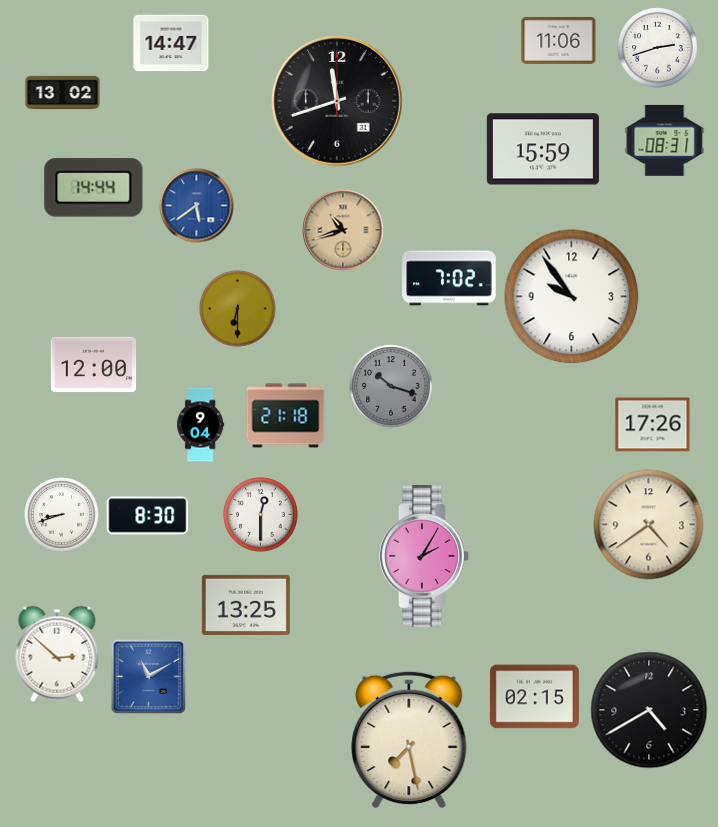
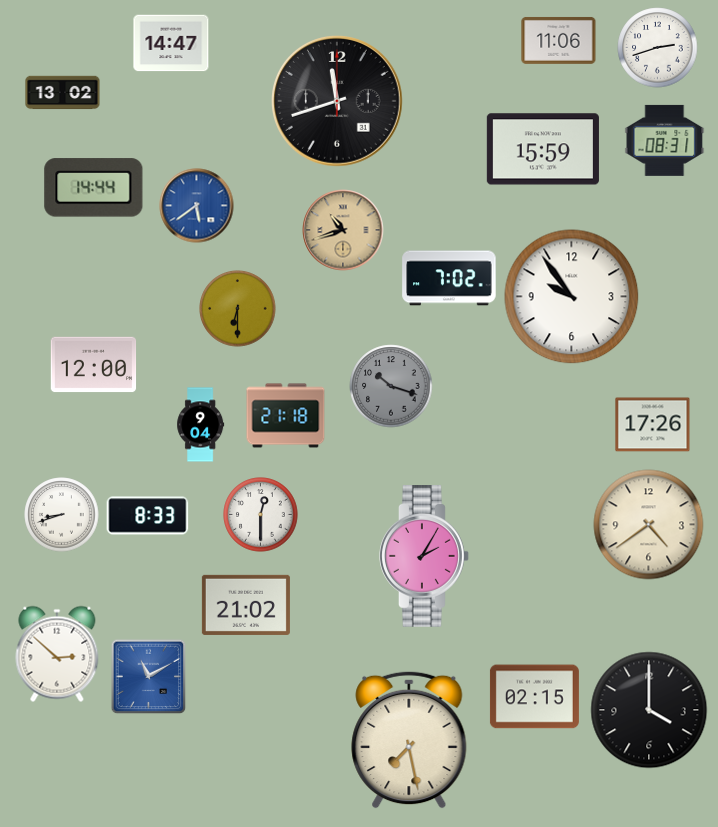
clock at (148, 516): 8:30 -> 8:33
clock at (246, 605): 13:25 -> 21:02
clock at (649, 710): 4:40 -> 4:00
